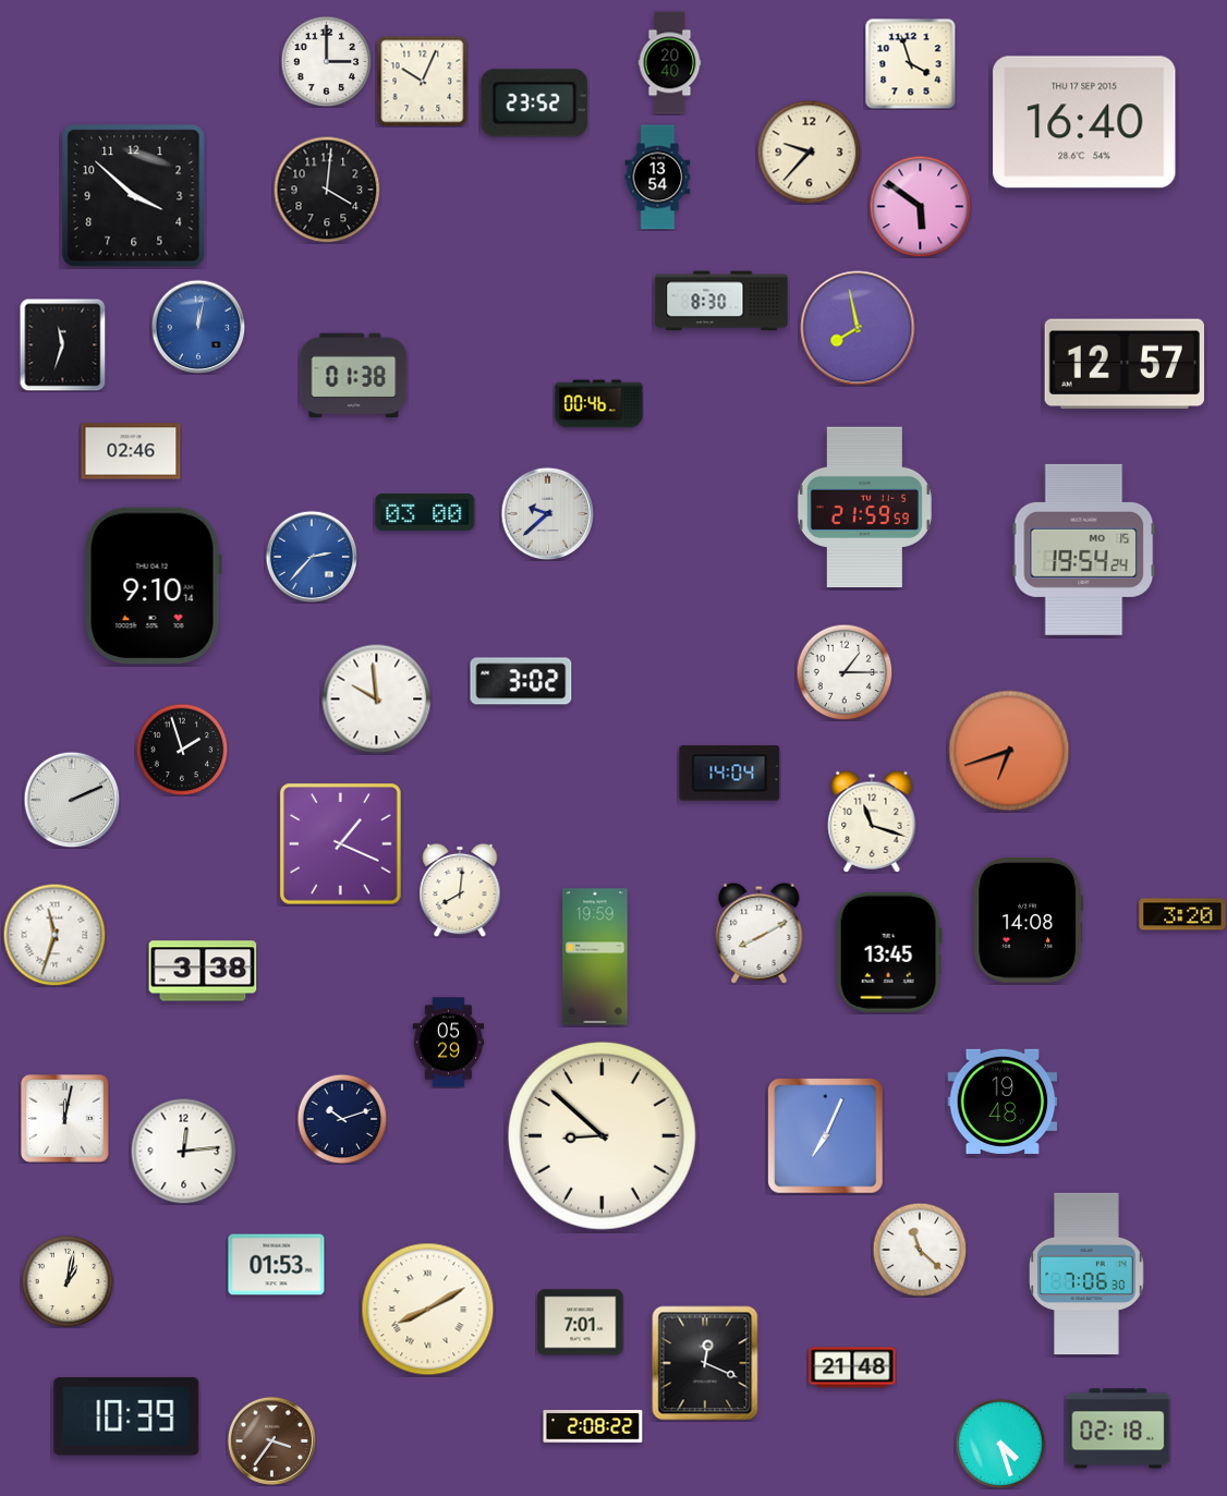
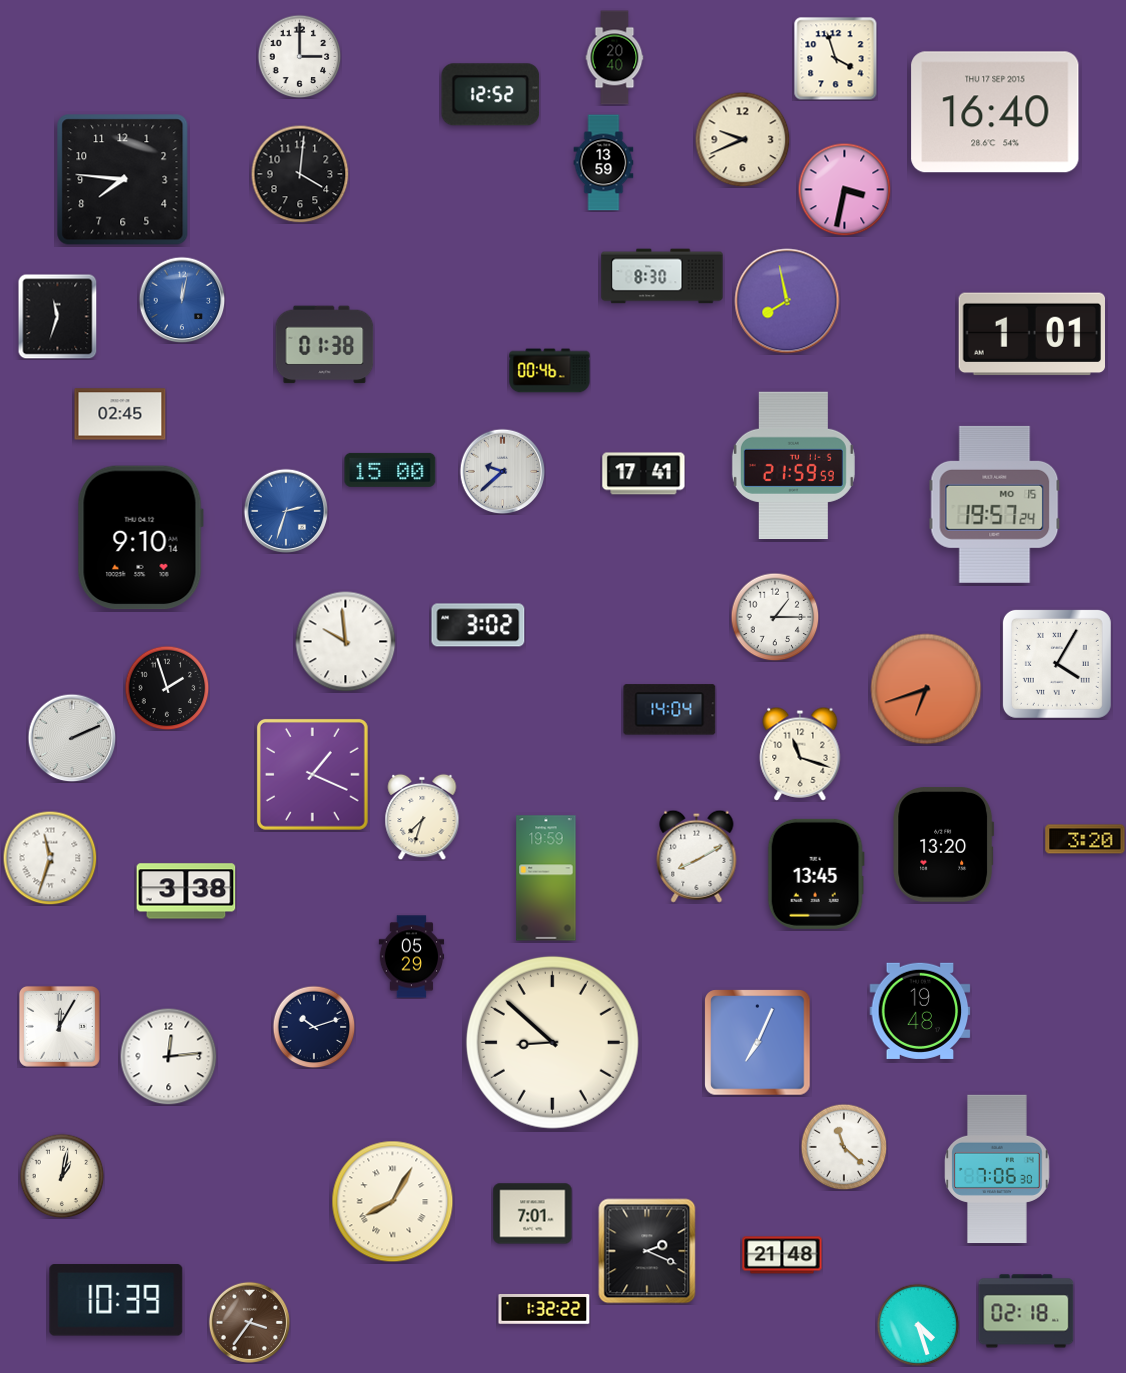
clock at (422, 81): 10:04 -> none
clock at (535, 104): 23:52 -> 12:52
clock at (809, 151): 9:37 -> 9:41
clock at (658, 178): 13:54 -> 13:59
clock at (134, 196): 3:52 -> 7:46
clock at (920, 206): 5:51 -> 3:32
clock at (1123, 364): 12:57 -> 1:01
clock at (131, 451): 02:46 -> 02:45
clock at (425, 512): 03:00 -> 15:00
clock at (644, 474): none -> 17:41
clock at (1084, 549): 19:54 -> 19:57
clock at (312, 557): 2:37 -> 2:33
clock at (1057, 664): none -> 4:05
clock at (72, 800) position: (72, 800) -> (72, 738)
clock at (460, 890): 8:01 -> 7:33
clock at (1029, 920): 14:08 -> 13:20
clock at (64, 1118): 12:02 -> 12:05
clock at (277, 1265): 01:53 -> none
clock at (428, 1310): 8:10 -> 8:05
clock at (705, 1363): 12:19 -> 2:19
clock at (593, 1427): 2:08 -> 1:32
